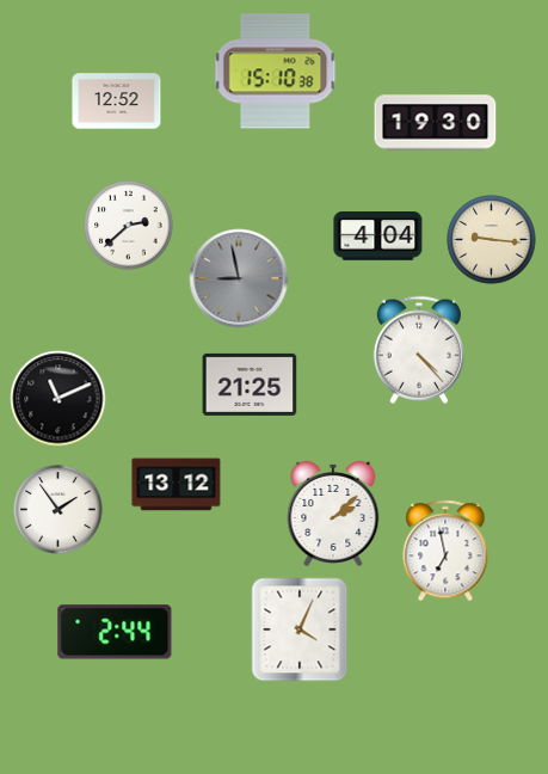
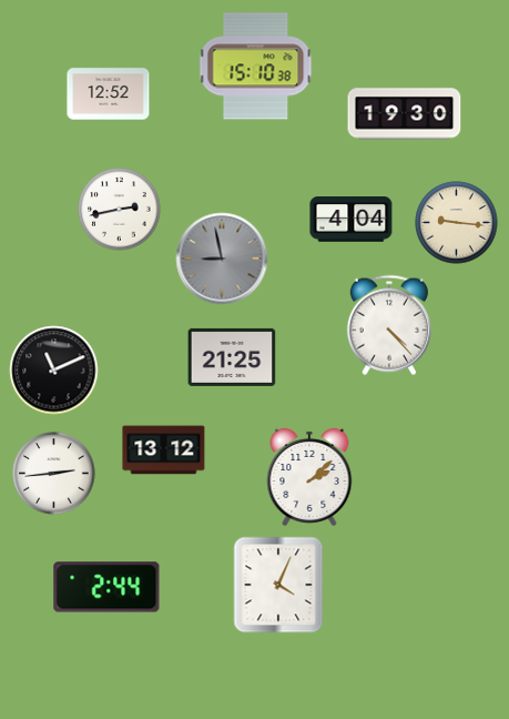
clock at (129, 226): 2:38 -> 2:43
clock at (59, 510): 1:54 -> 2:44
clock at (445, 551): 6:58 -> none
